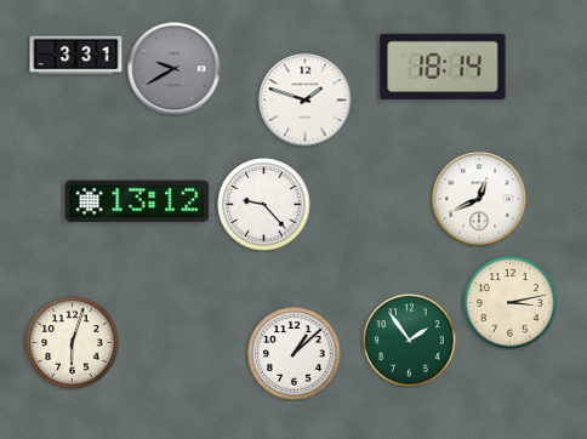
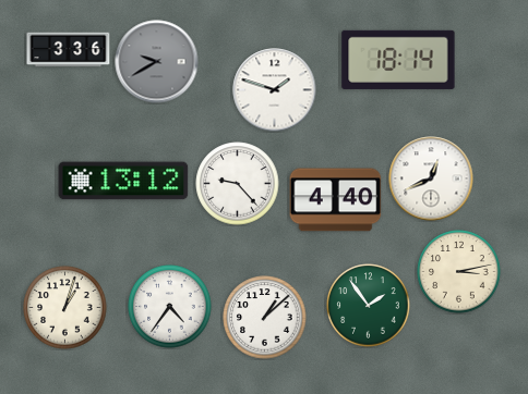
clock at (76, 56): 3:31 -> 3:36
clock at (336, 200): none -> 4:40
clock at (170, 307): none -> 4:36
clock at (73, 343): 6:03 -> 1:03
